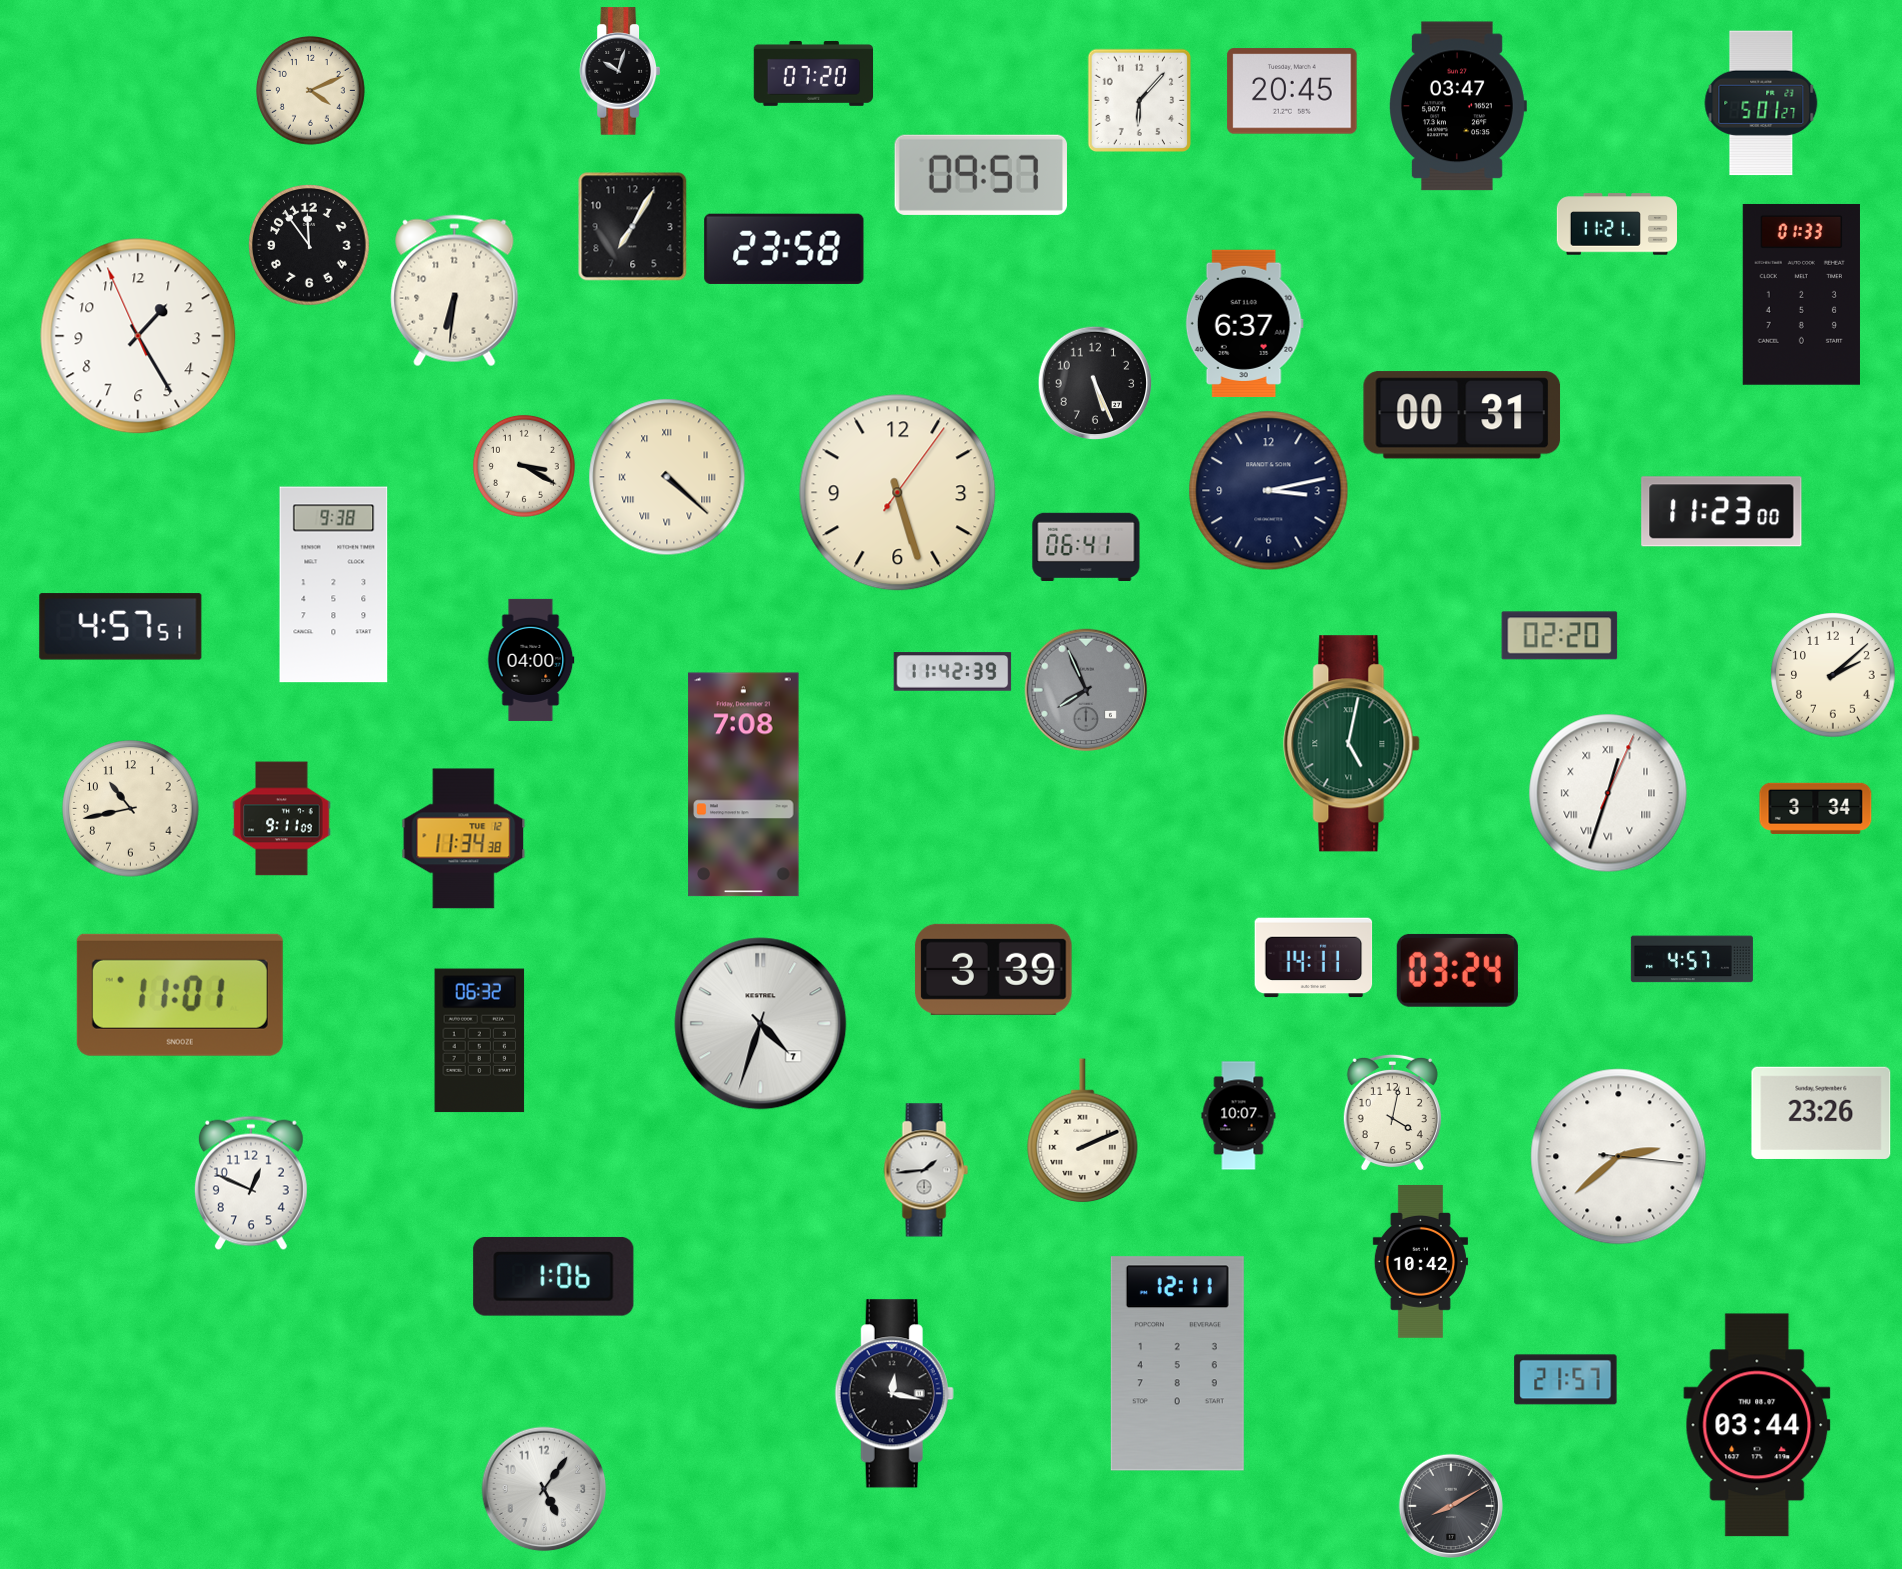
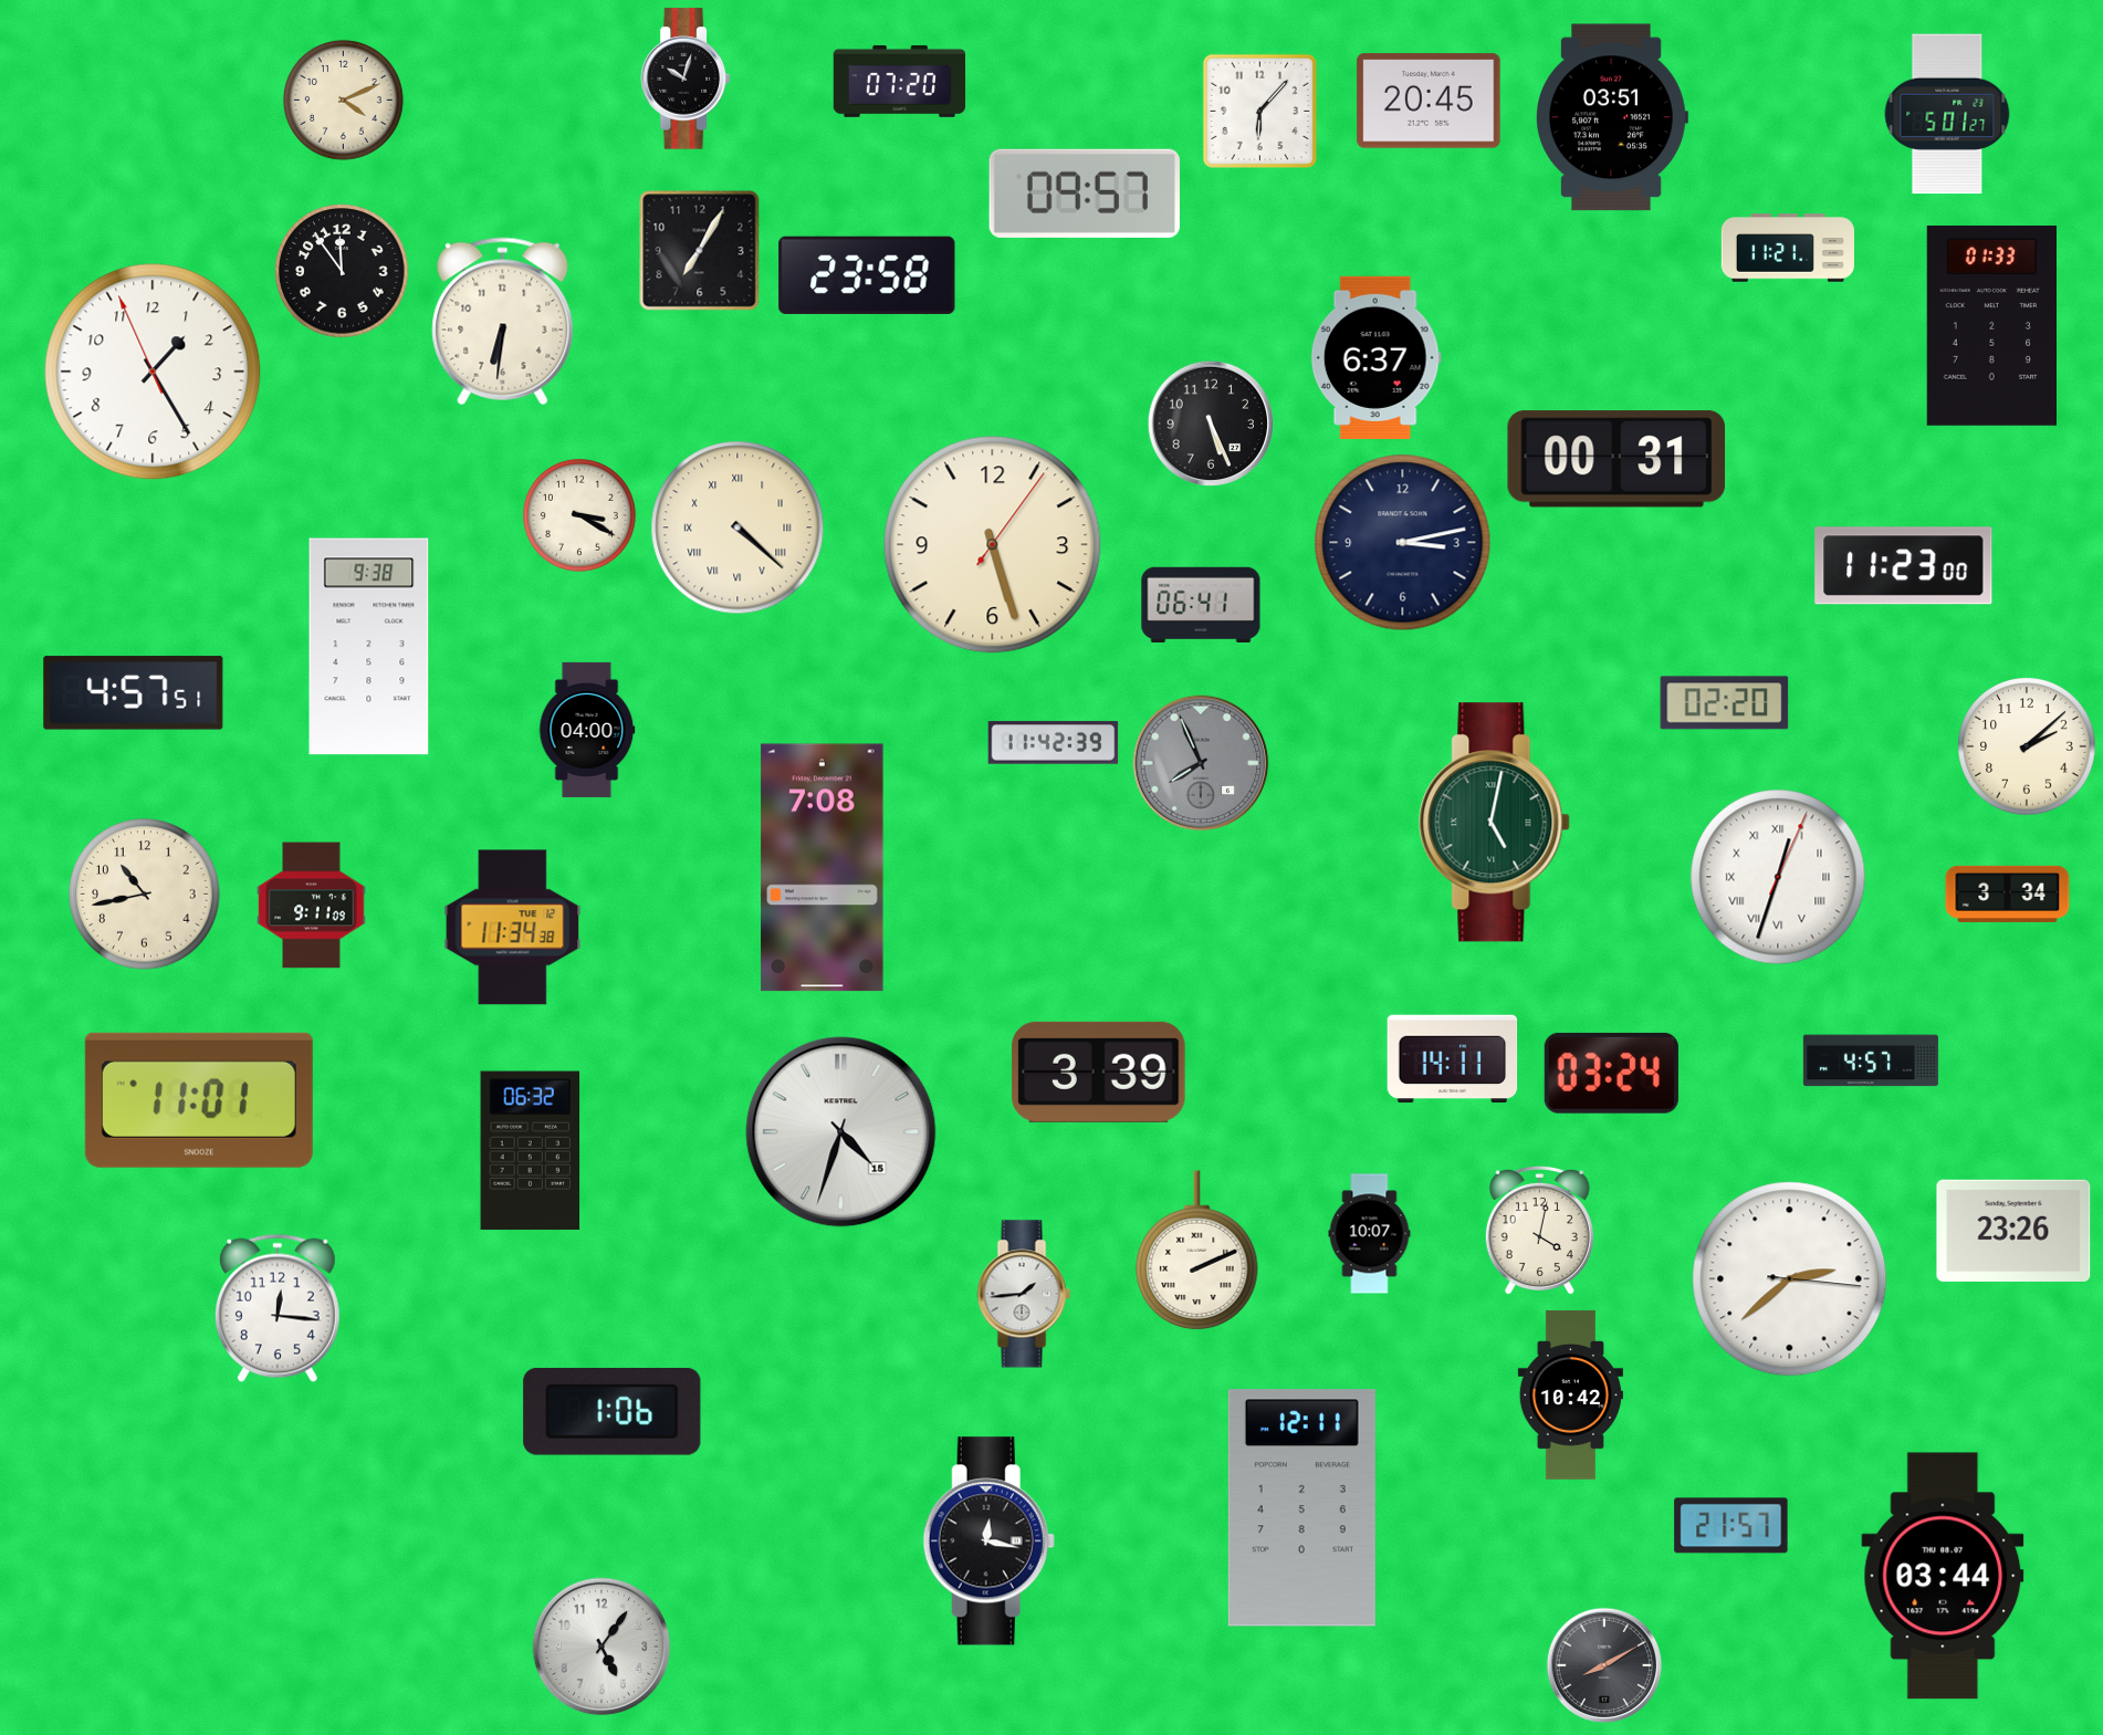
clock at (1458, 106): 03:47 -> 03:51
clock at (761, 1024) date: 7 -> 15
clock at (251, 1183): 12:49 -> 12:16
